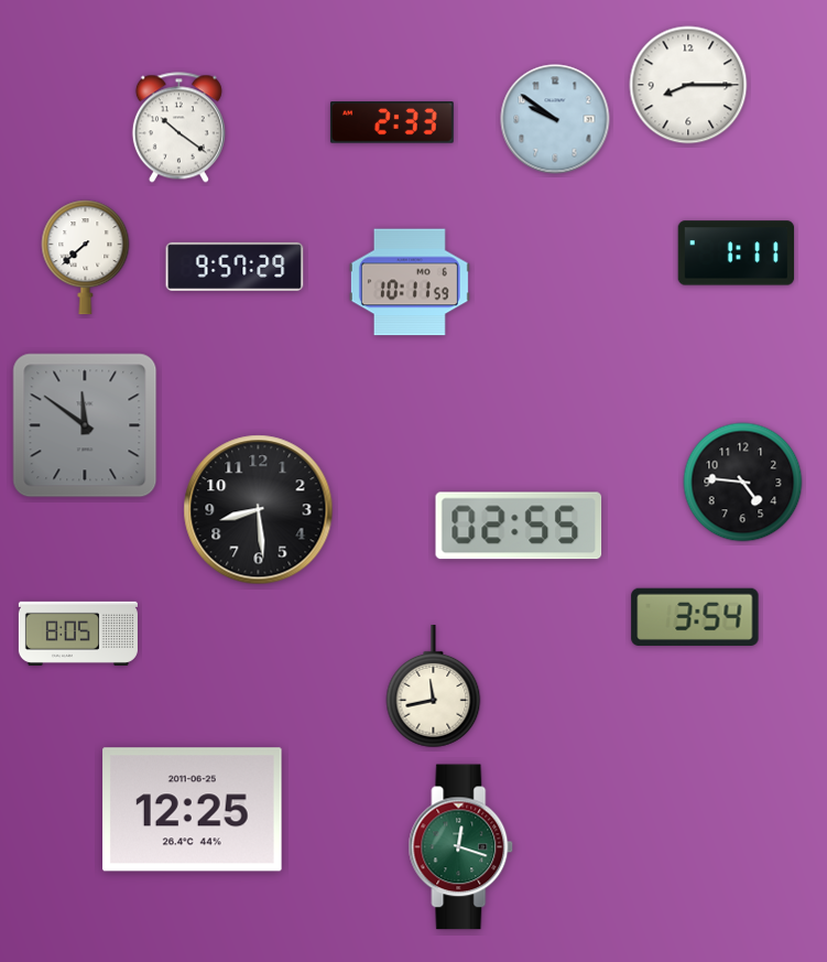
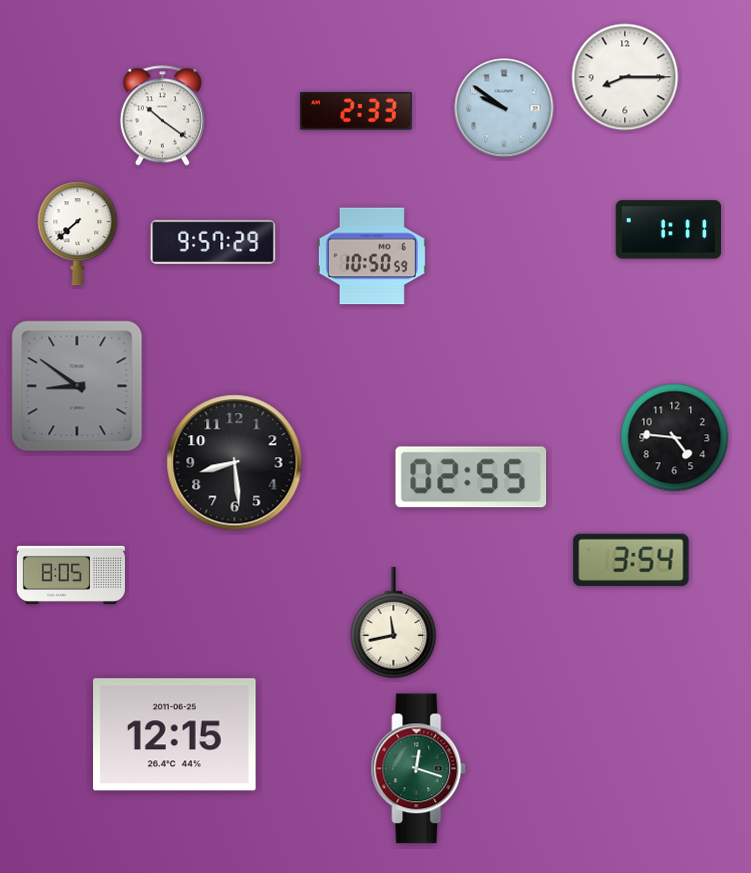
clock at (410, 282): 10:11 -> 10:50
clock at (85, 425): 11:51 -> 8:51
clock at (193, 810): 12:25 -> 12:15
